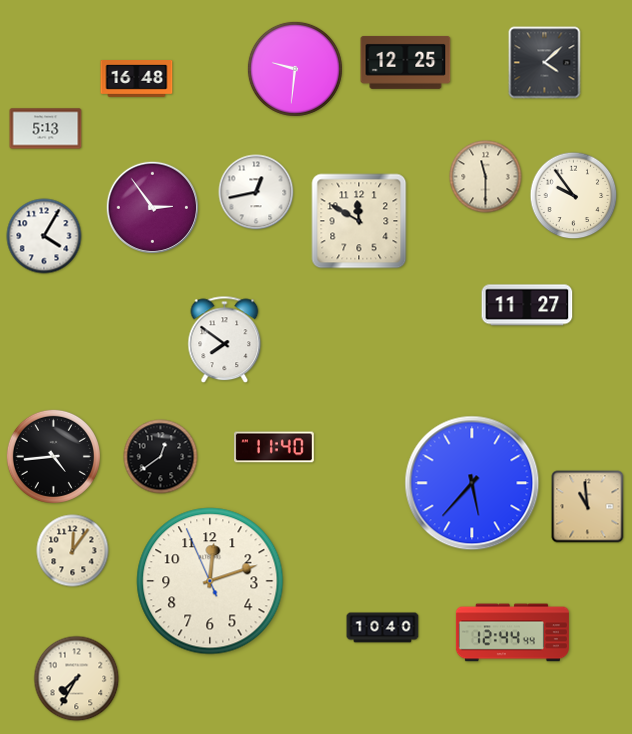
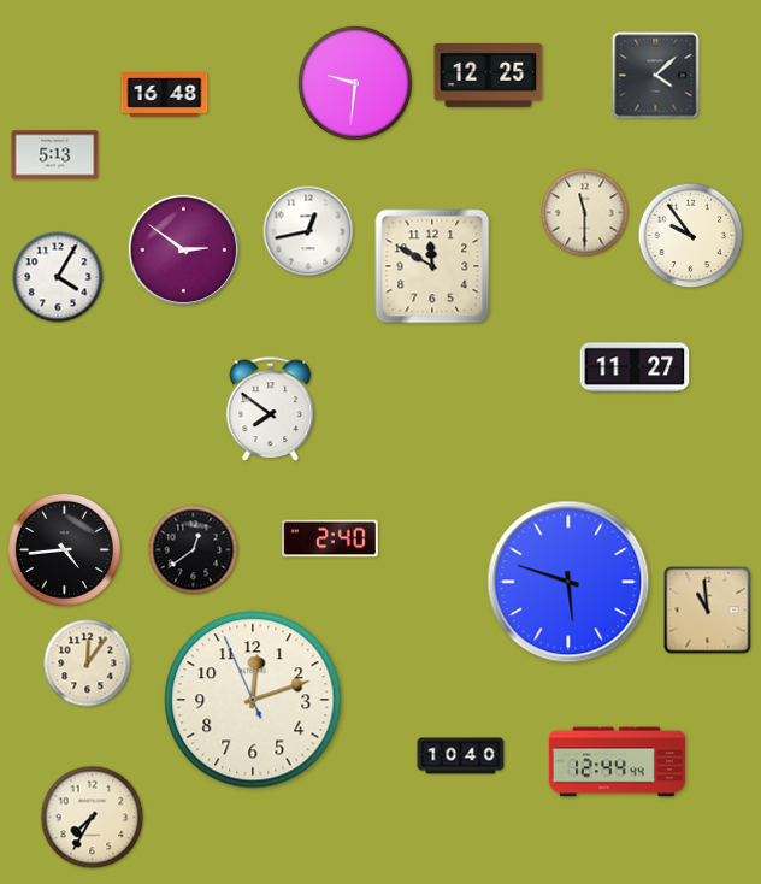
clock at (152, 207): 2:54 -> 2:51
clock at (44, 236) position: (44, 236) -> (58, 277)
clock at (275, 447): 11:40 -> 2:40
clock at (472, 483): 5:37 -> 5:48
